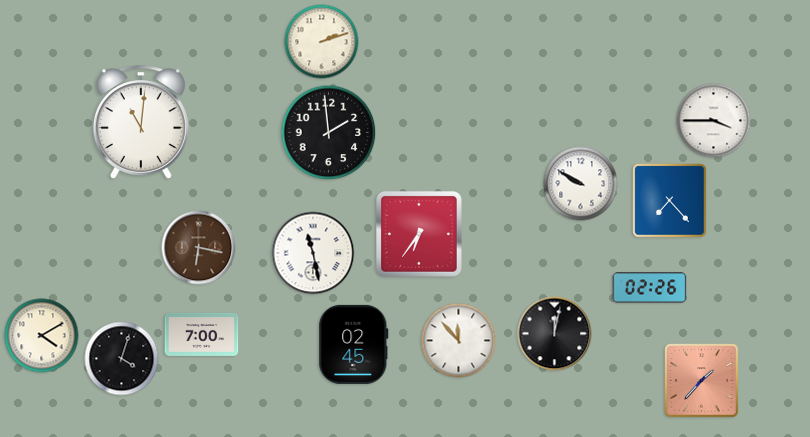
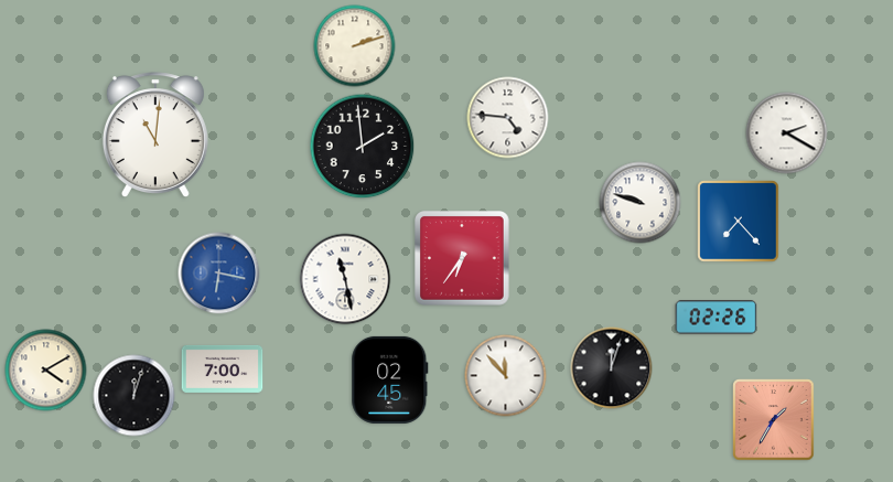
clock at (508, 118): none -> 4:46
clock at (714, 121): 3:45 -> 2:20
clock at (581, 184): 9:50 -> 9:48
clock at (199, 248) dial: brown -> blue
clock at (555, 334): 12:02 -> 12:03
clock at (122, 359): 4:03 -> 12:03
clock at (702, 381): 1:37 -> 1:35
